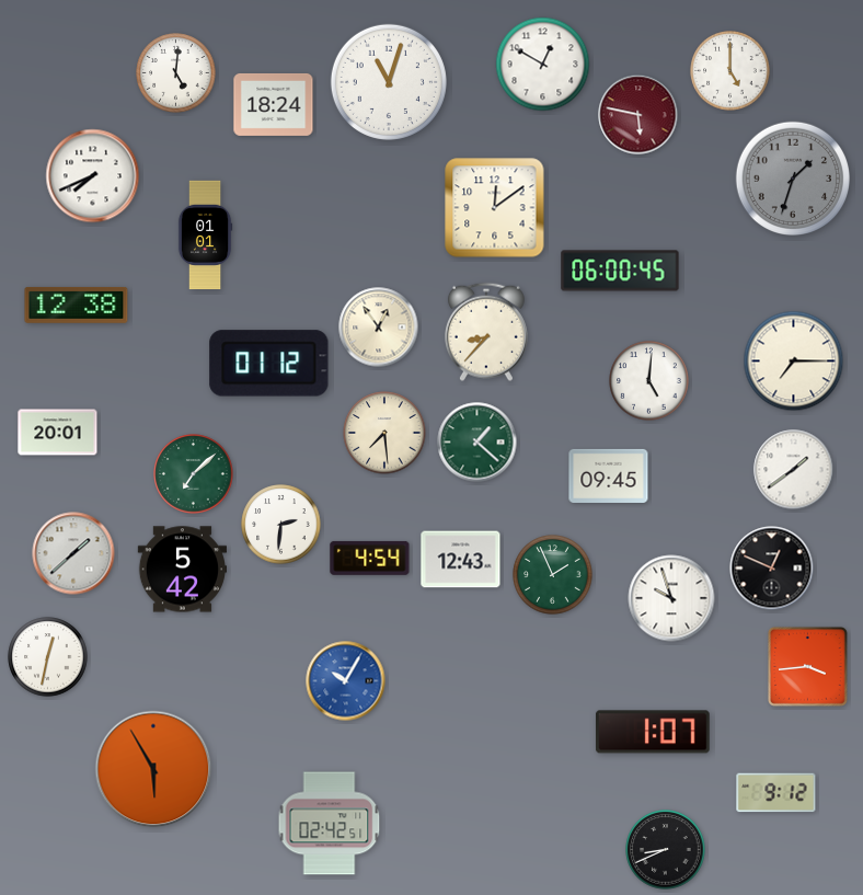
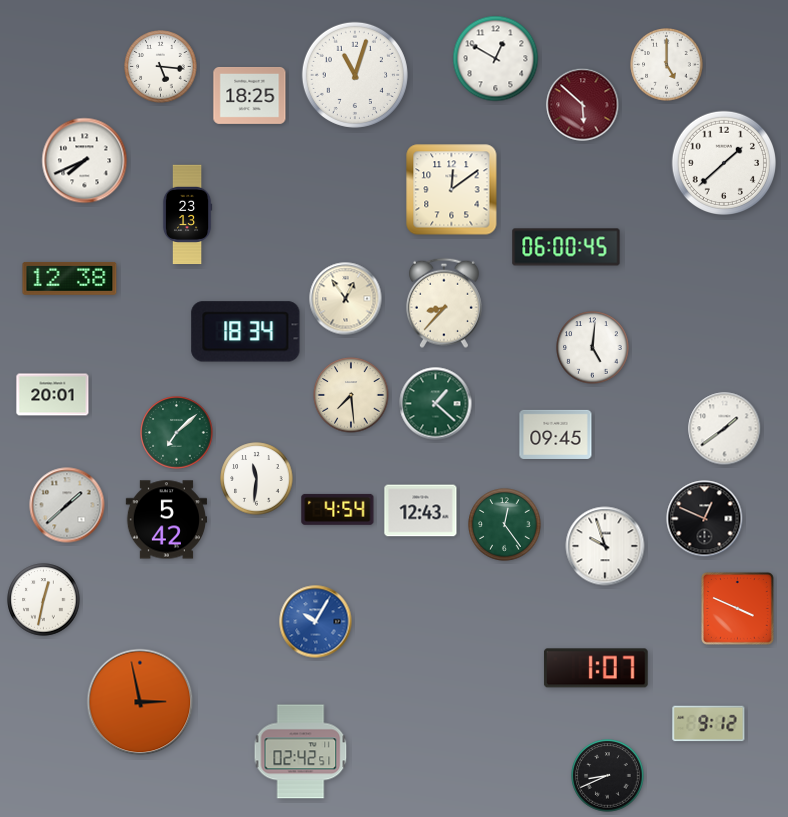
clock at (176, 73): 5:01 -> 5:16
clock at (274, 104): 18:24 -> 18:25
clock at (638, 115): 5:47 -> 5:52
clock at (792, 177): 1:33 -> 1:38
clock at (792, 177) dial: grey -> white
clock at (205, 236): 01:01 -> 23:13
clock at (794, 362): 7:15 -> none
clock at (269, 364): 01:12 -> 18:34
clock at (281, 525): 2:31 -> 11:31
clock at (553, 575): 1:56 -> 12:24
clock at (671, 598) position: (671, 598) -> (605, 546)
clock at (807, 666): 3:44 -> 3:49
clock at (153, 769): 5:55 -> 2:58
